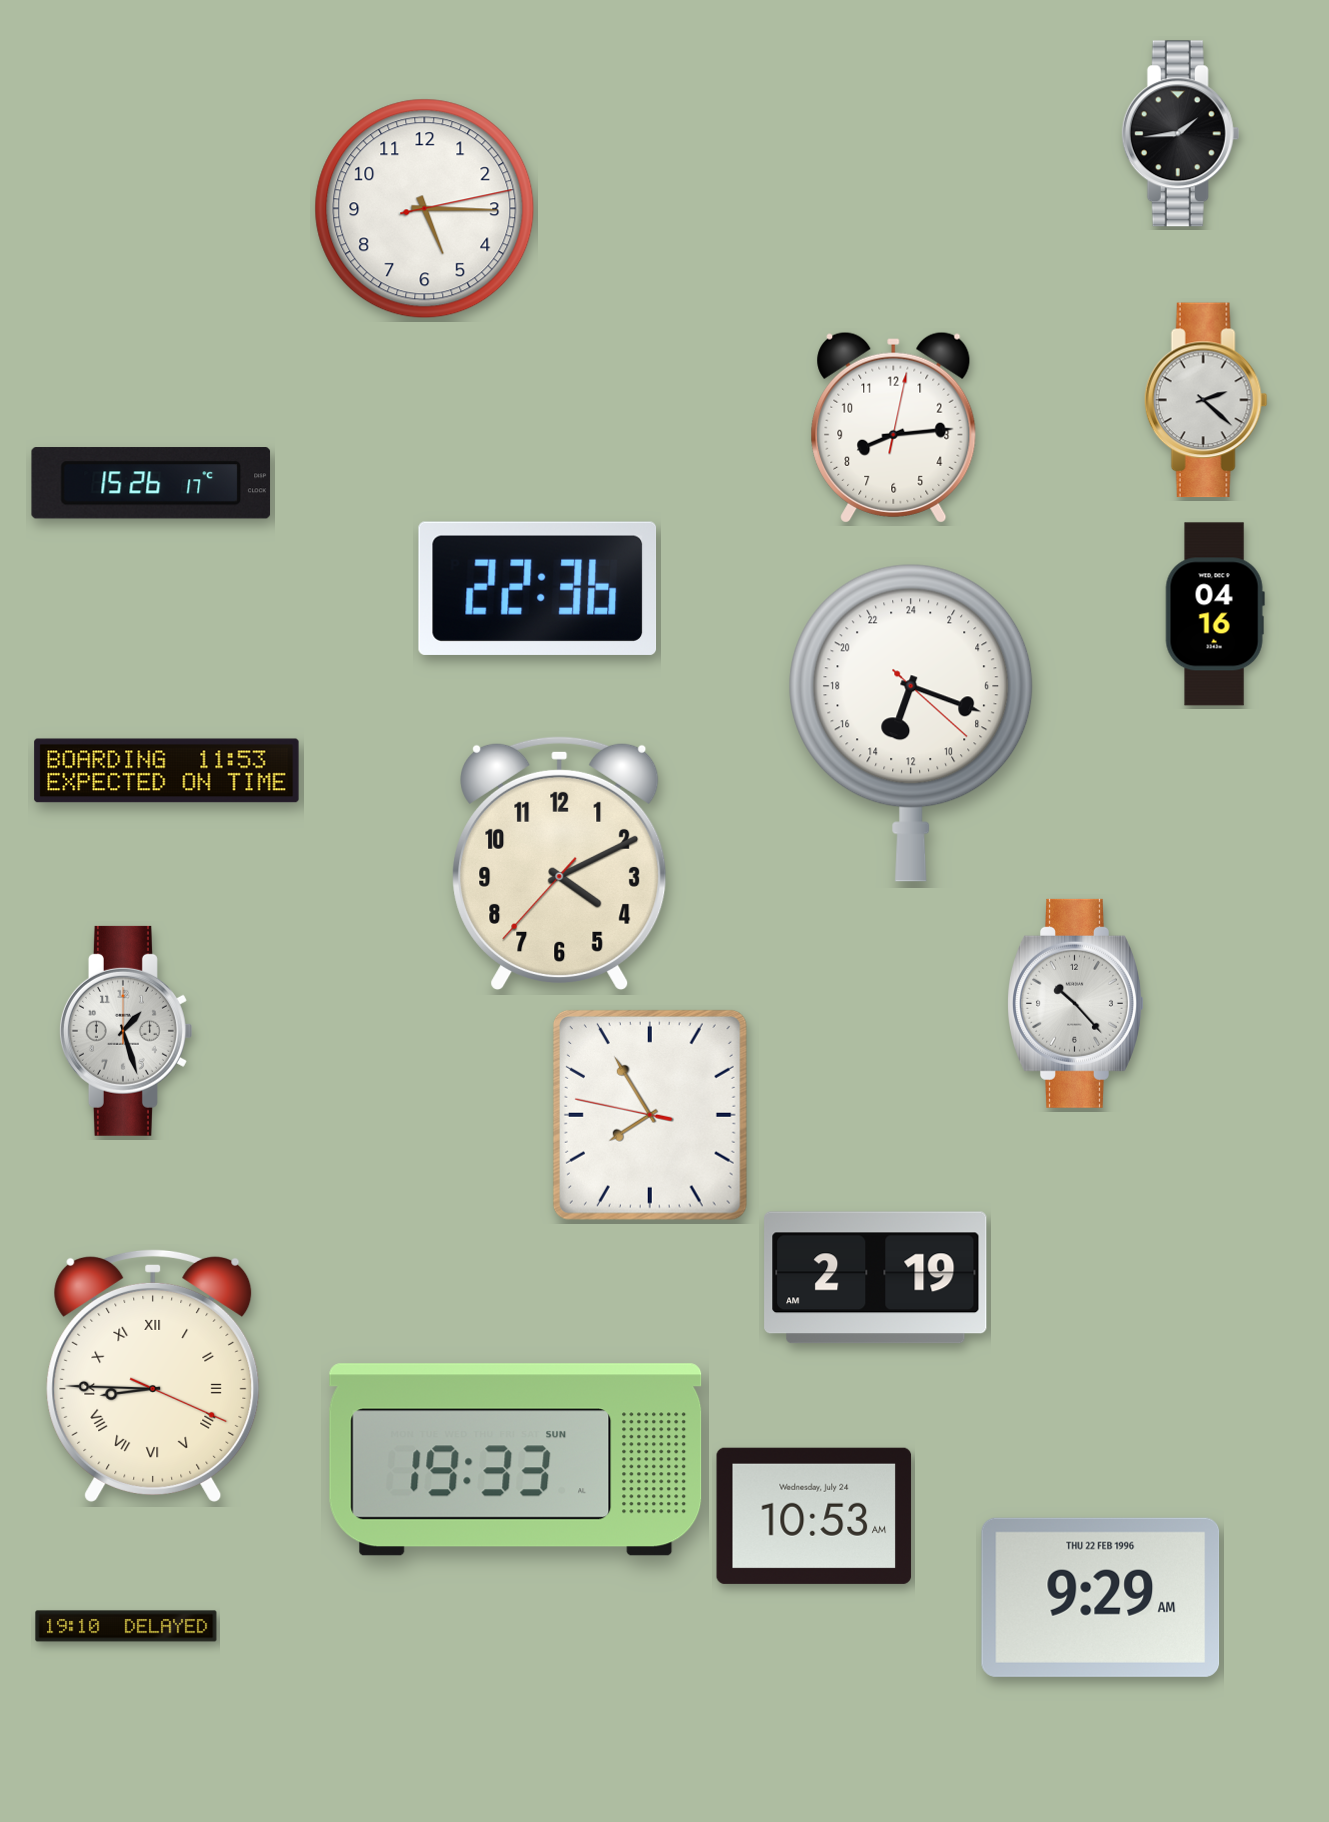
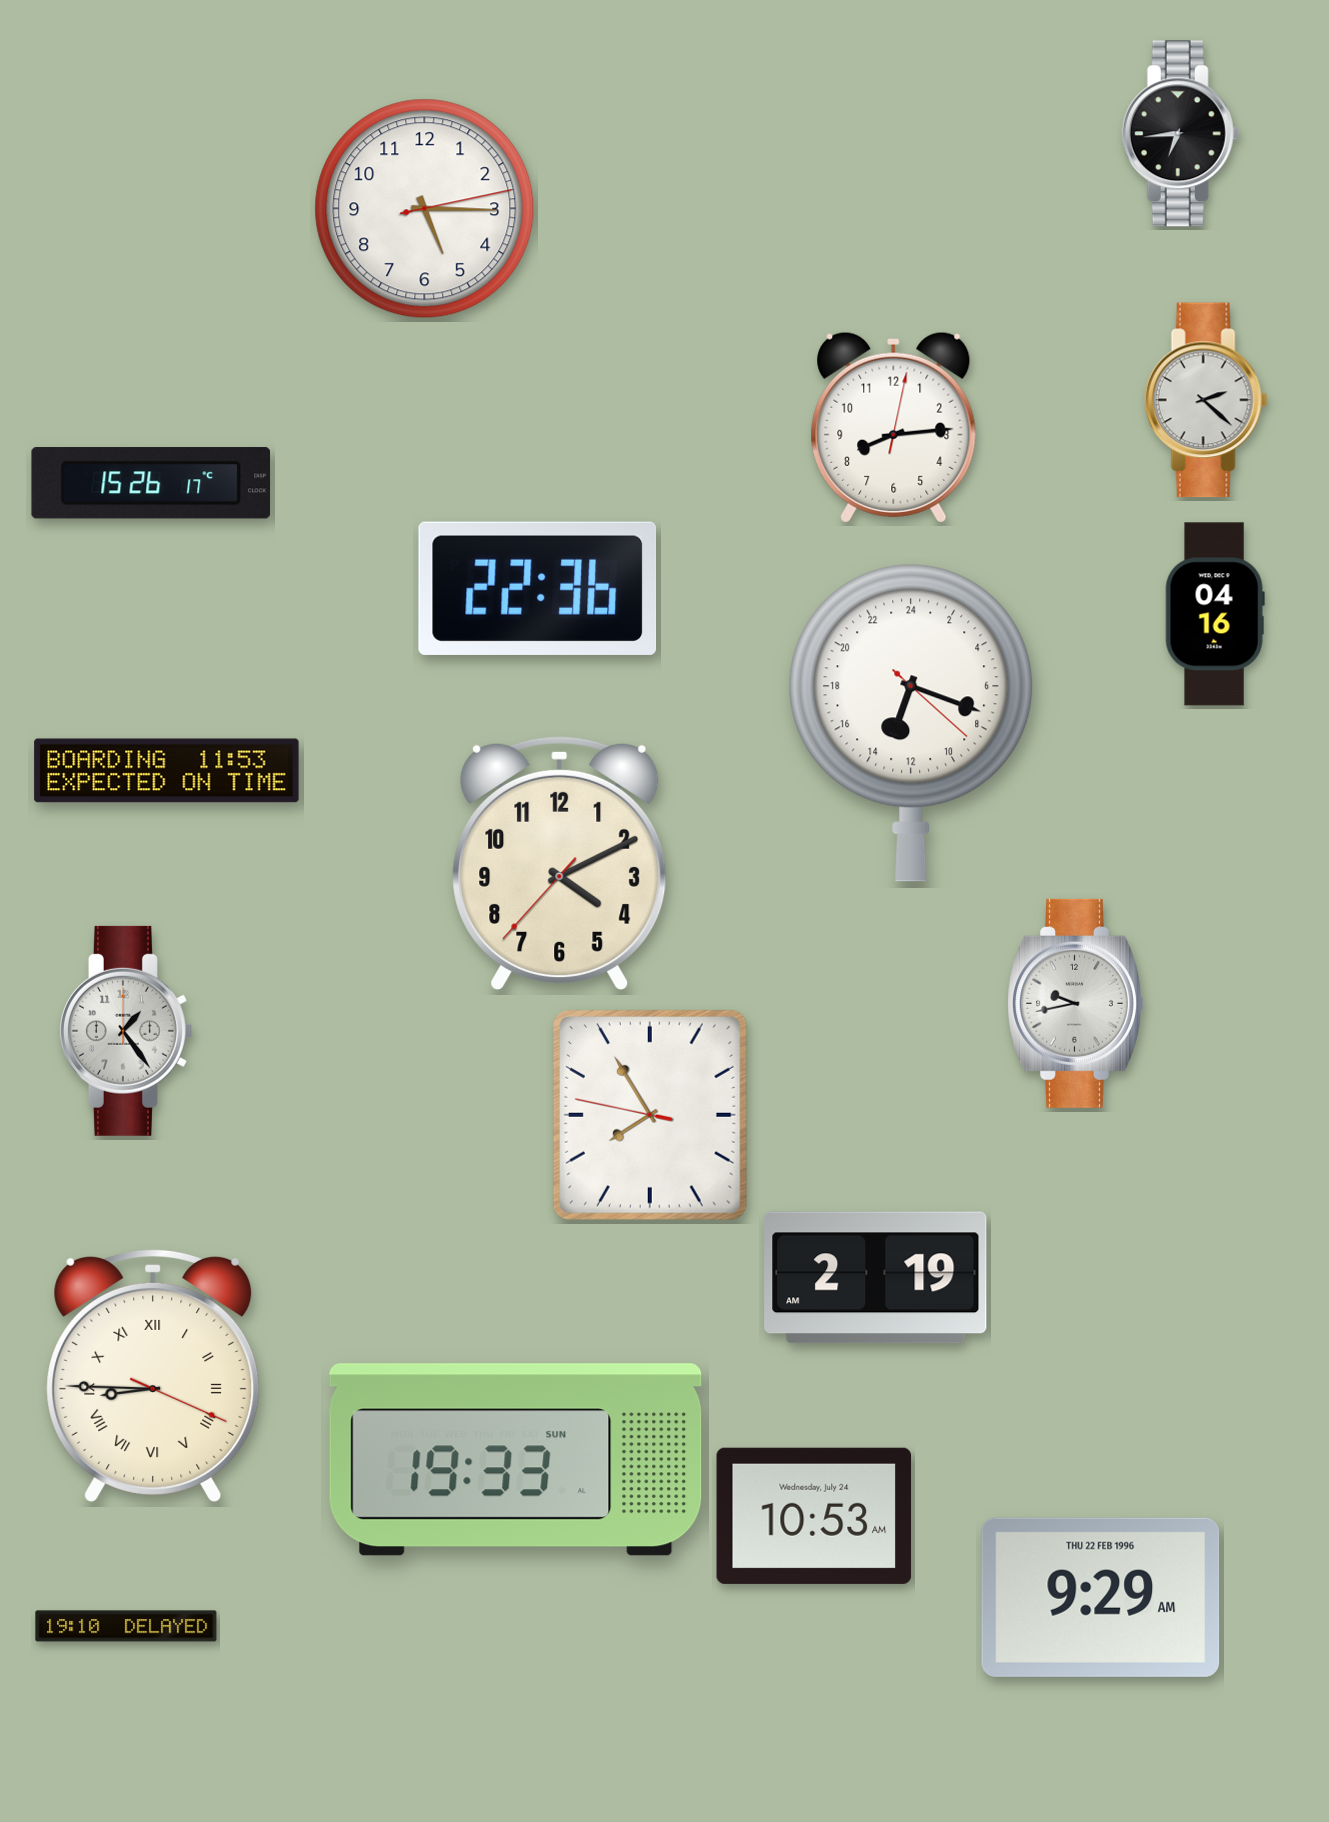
clock at (1181, 134): 1:44 -> 6:44
clock at (1076, 1003): 10:23 -> 9:43
clock at (125, 1031): 1:27 -> 1:24
